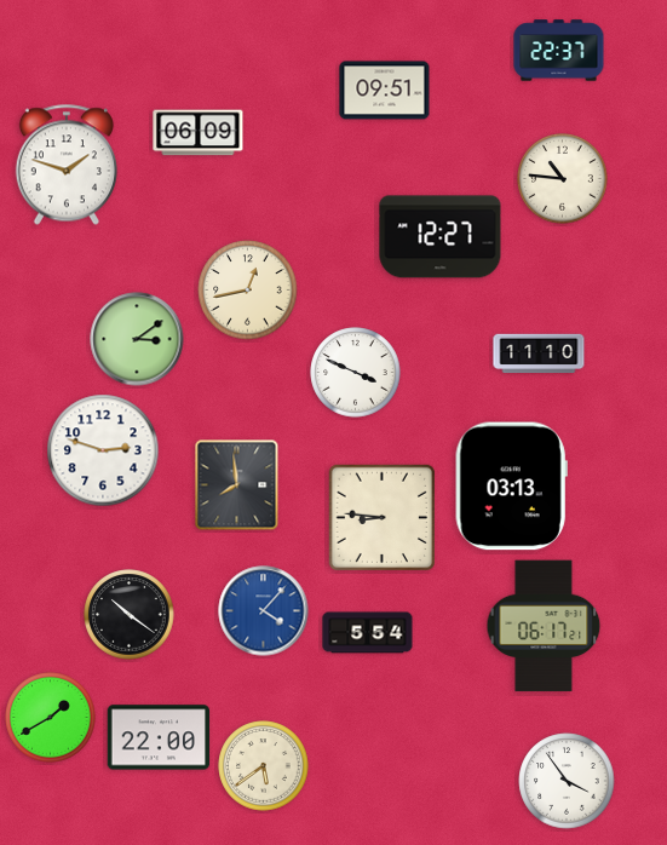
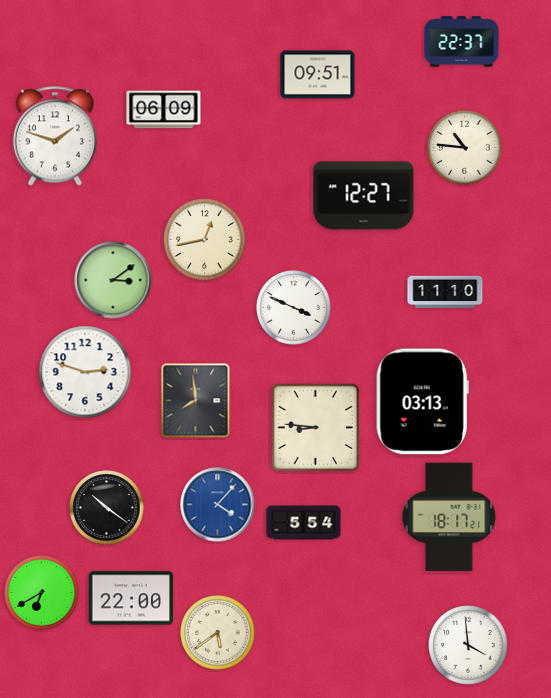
clock at (544, 626): 06:17 -> 18:17
clock at (51, 718): 1:40 -> 6:40
clock at (159, 737) position: (159, 737) -> (131, 598)
clock at (567, 781): 3:54 -> 3:59
